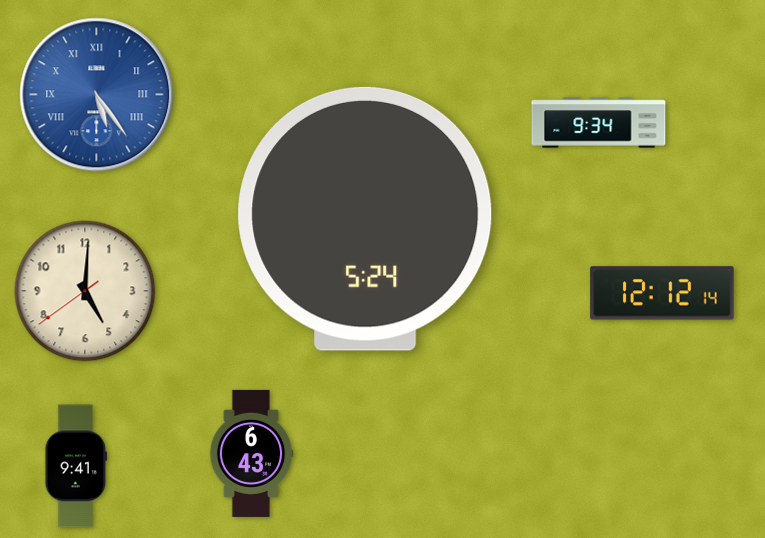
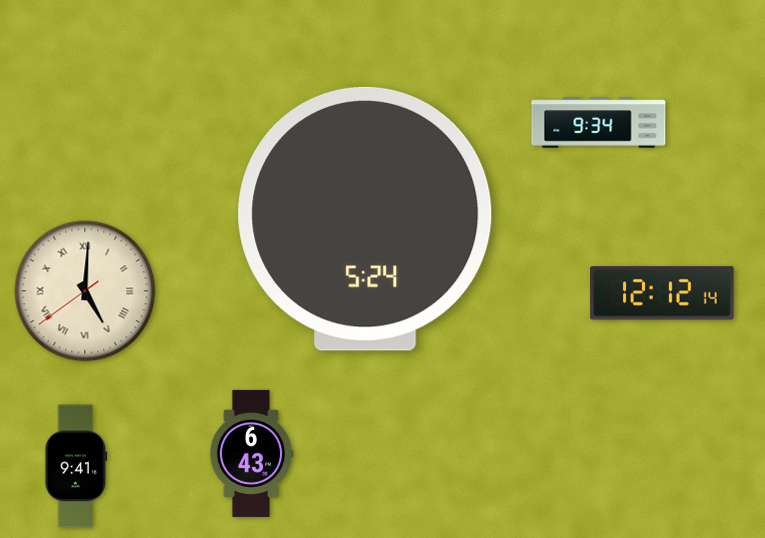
clock at (97, 95): 5:24 -> none
clock at (85, 291) numerals: Arabic -> Roman
